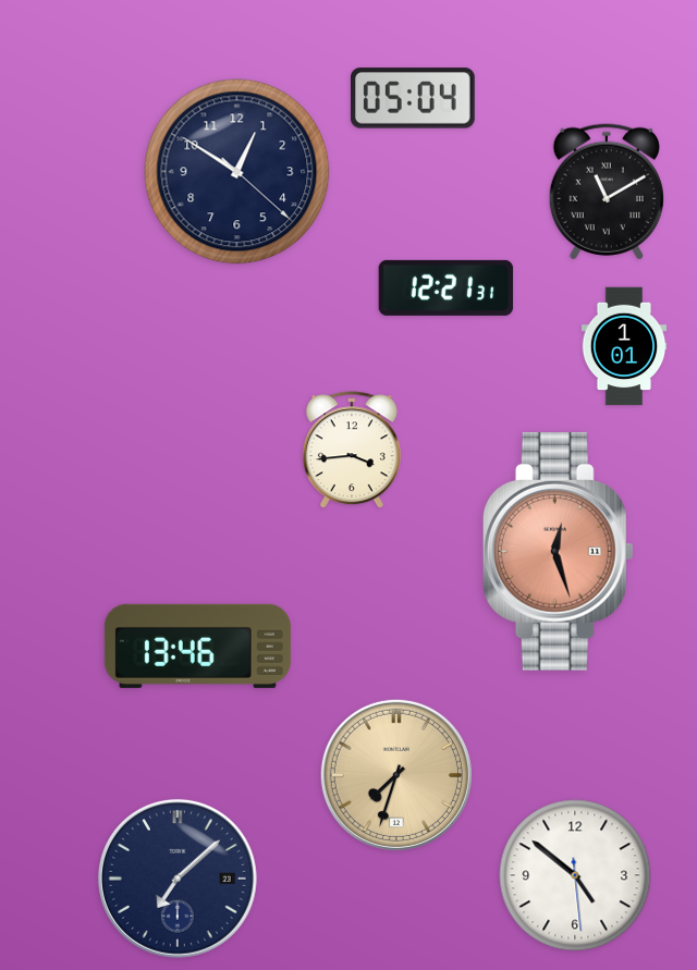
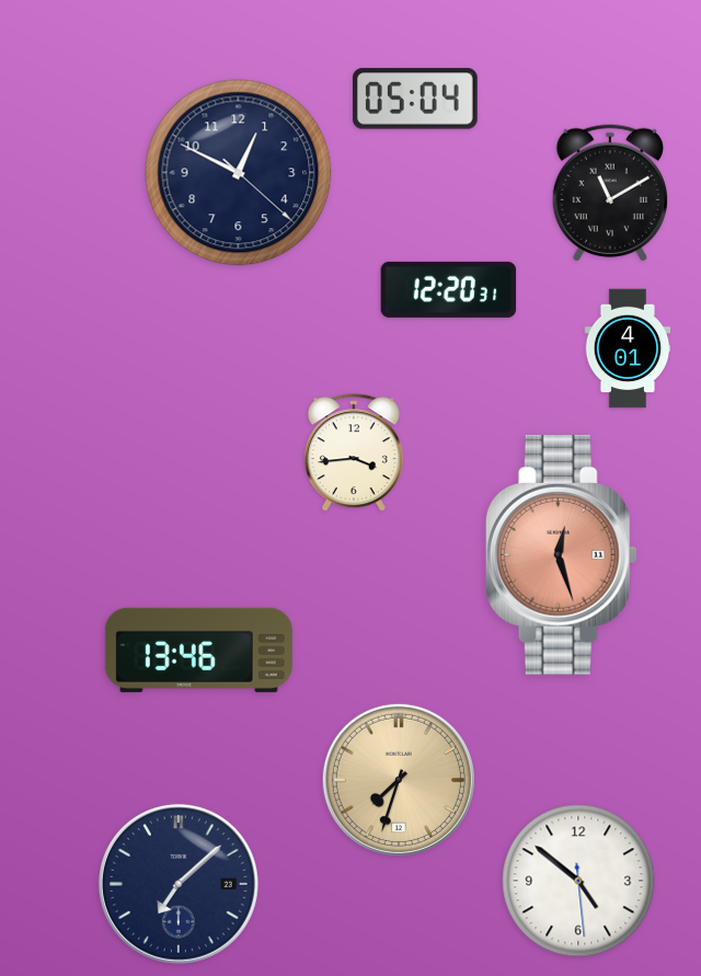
clock at (237, 172): 12:50 -> 12:49
clock at (447, 287): 12:21 -> 12:20
clock at (624, 346): 1:01 -> 4:01
